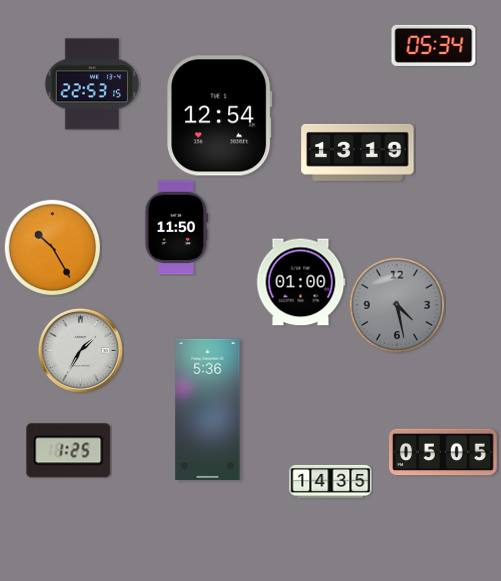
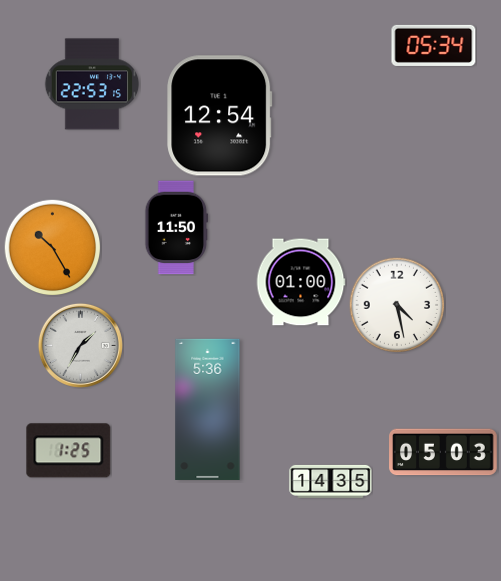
clock at (358, 152): 13:19 -> none
clock at (397, 305) dial: grey -> white
clock at (80, 350) position: (80, 350) -> (80, 345)
clock at (443, 452): 05:05 -> 05:03
